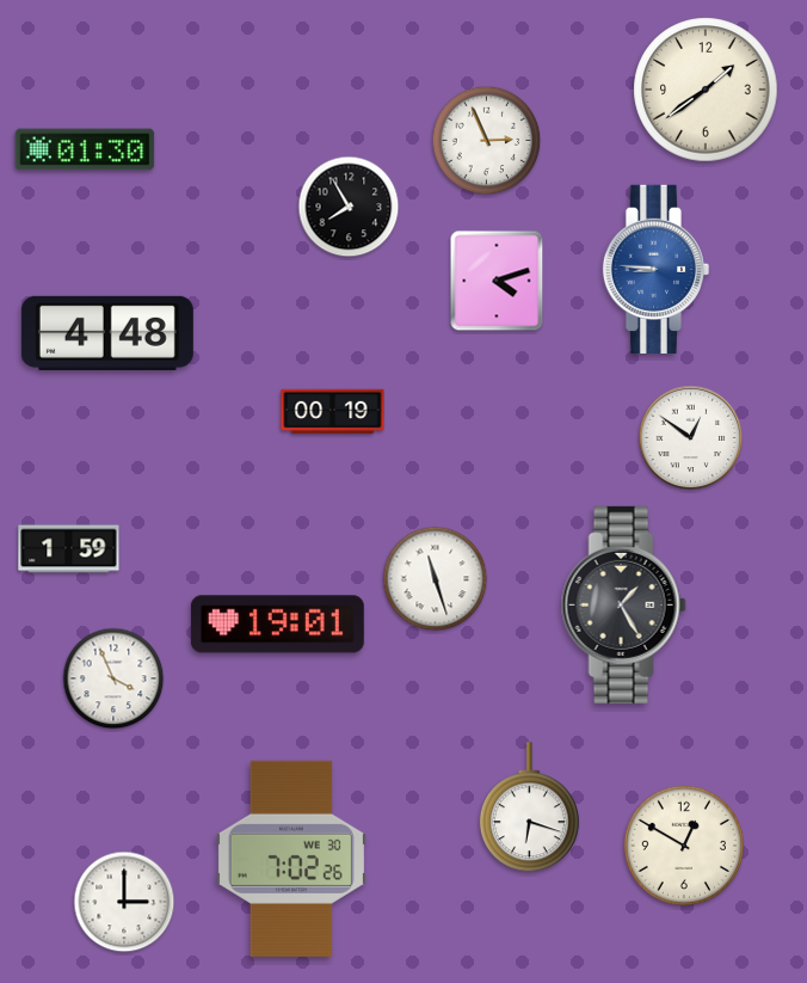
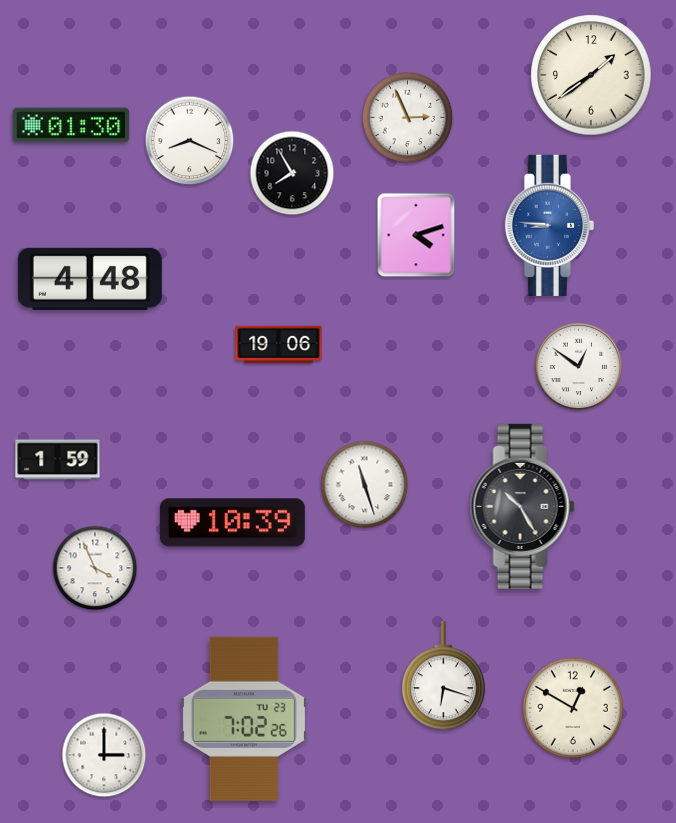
clock at (190, 141): none -> 8:19
clock at (333, 412): 00:19 -> 19:06
clock at (623, 604): 1:25 -> 10:25
clock at (277, 625): 19:01 -> 10:39
clock at (291, 859) date: WE 30 -> TU 23
